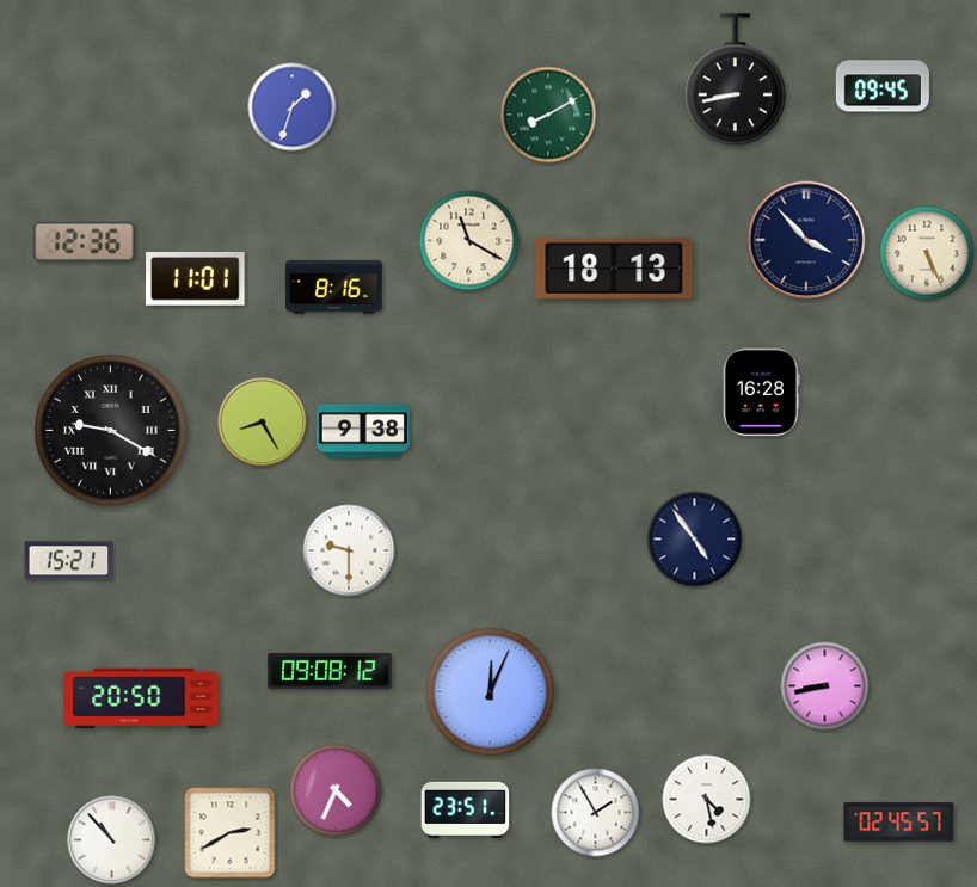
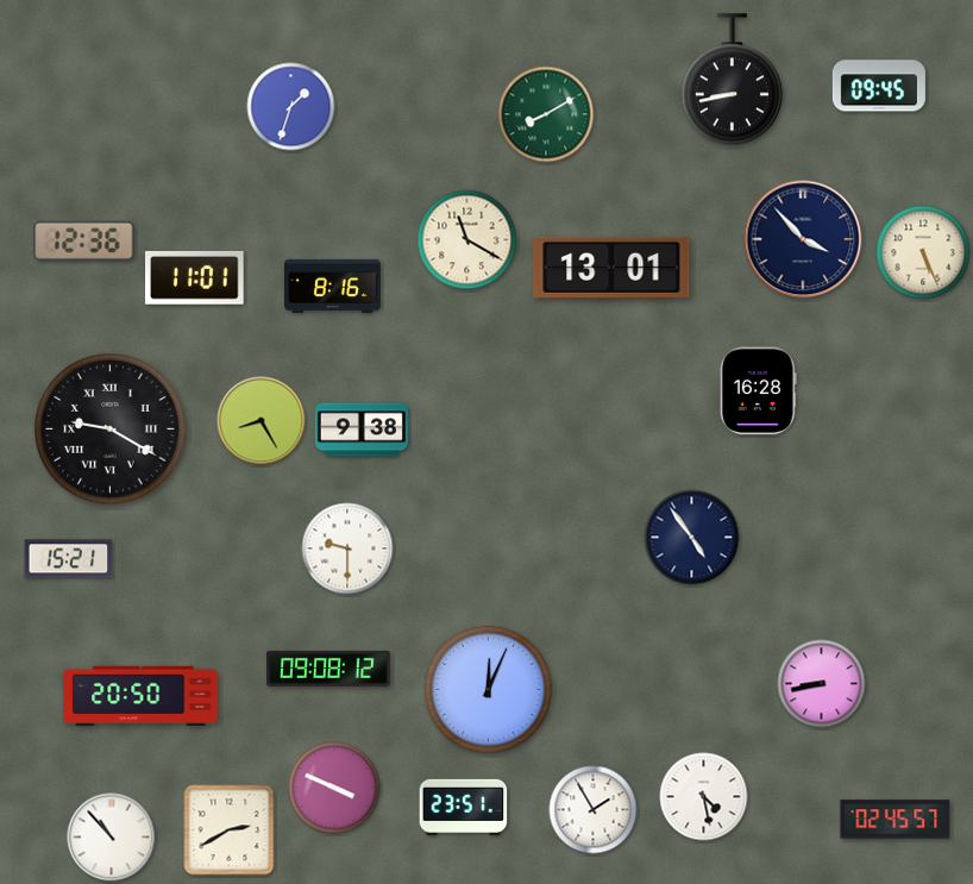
clock at (614, 269): 18:13 -> 13:01
clock at (336, 790): 4:34 -> 3:49
